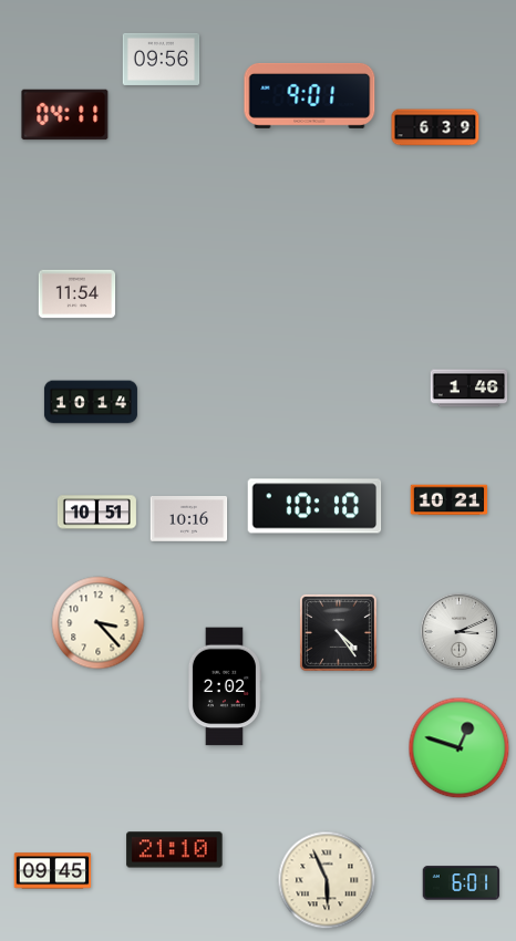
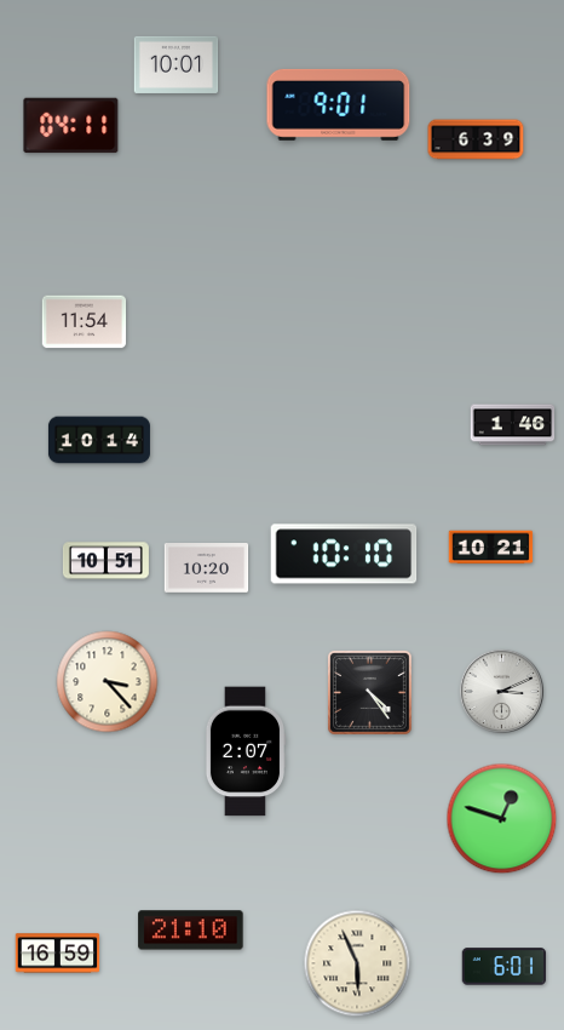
clock at (162, 59): 09:56 -> 10:01
clock at (189, 519): 10:16 -> 10:20
clock at (224, 686): 2:02 -> 2:07
clock at (53, 871): 09:45 -> 16:59
